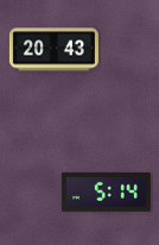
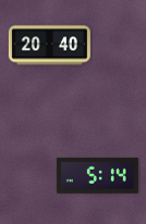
clock at (53, 50): 20:43 -> 20:40
